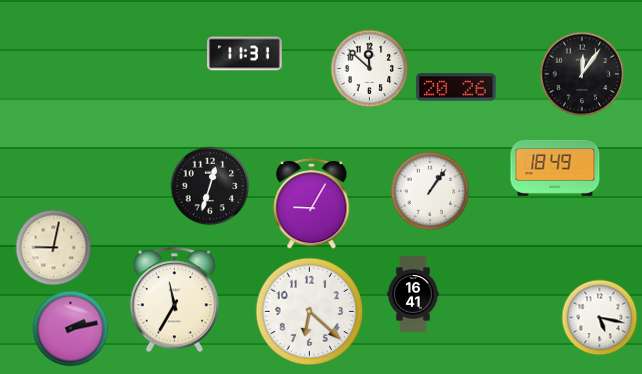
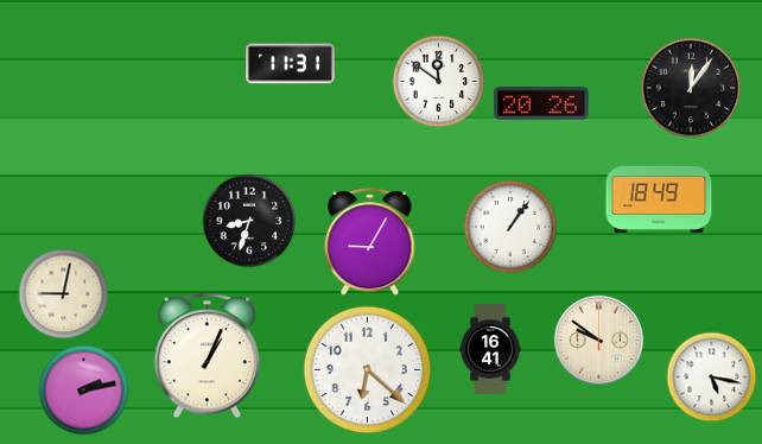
clock at (370, 69): 11:52 -> 11:51
clock at (210, 186): 12:33 -> 8:33
clock at (598, 340): none -> 9:51
clock at (175, 300): 11:35 -> 1:04
